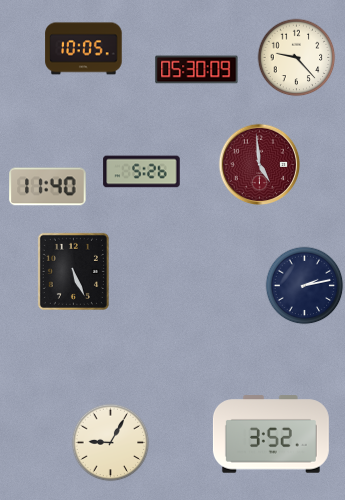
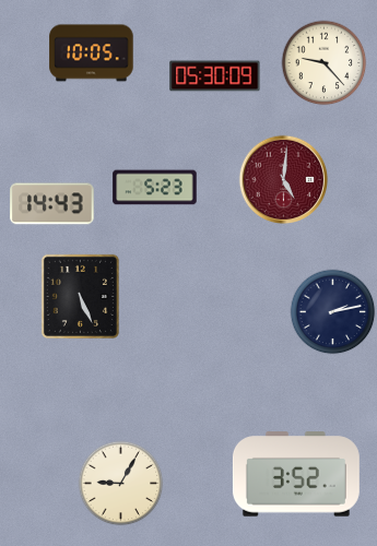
clock at (259, 164): 4:59 -> 5:01
clock at (142, 172): 5:26 -> 5:23
clock at (48, 187): 11:40 -> 14:43
